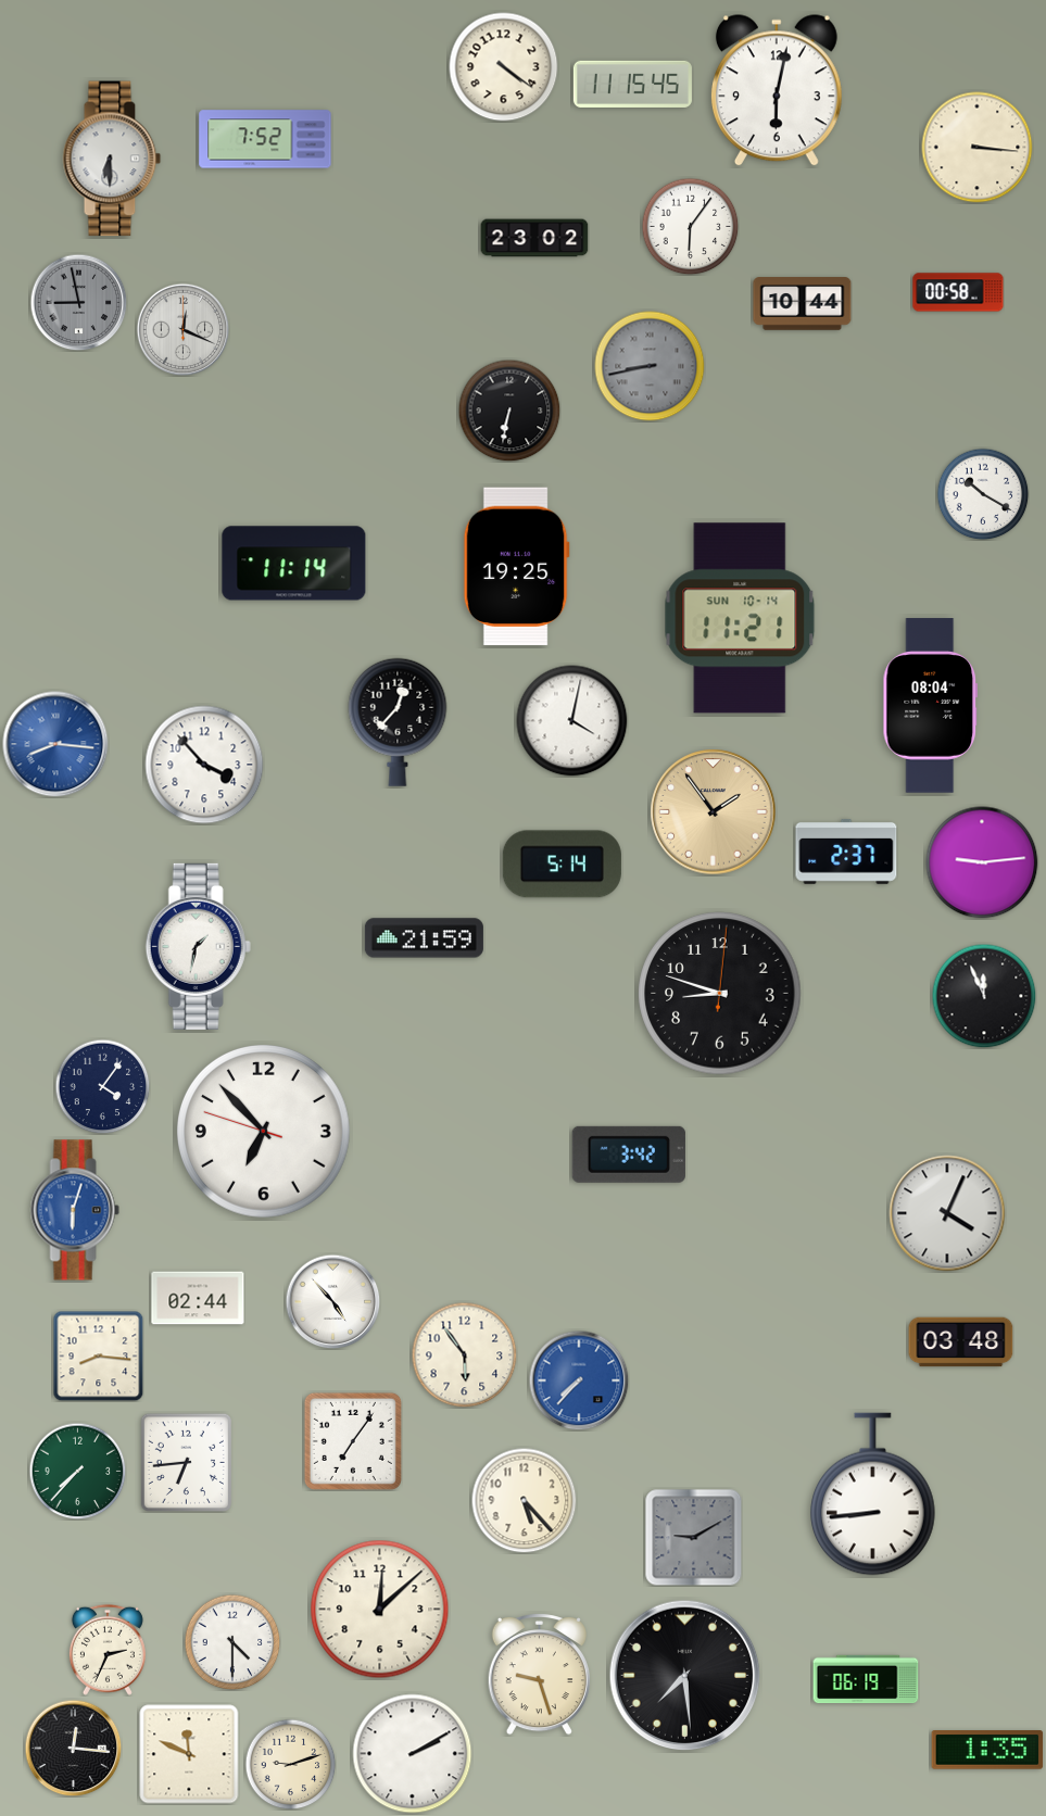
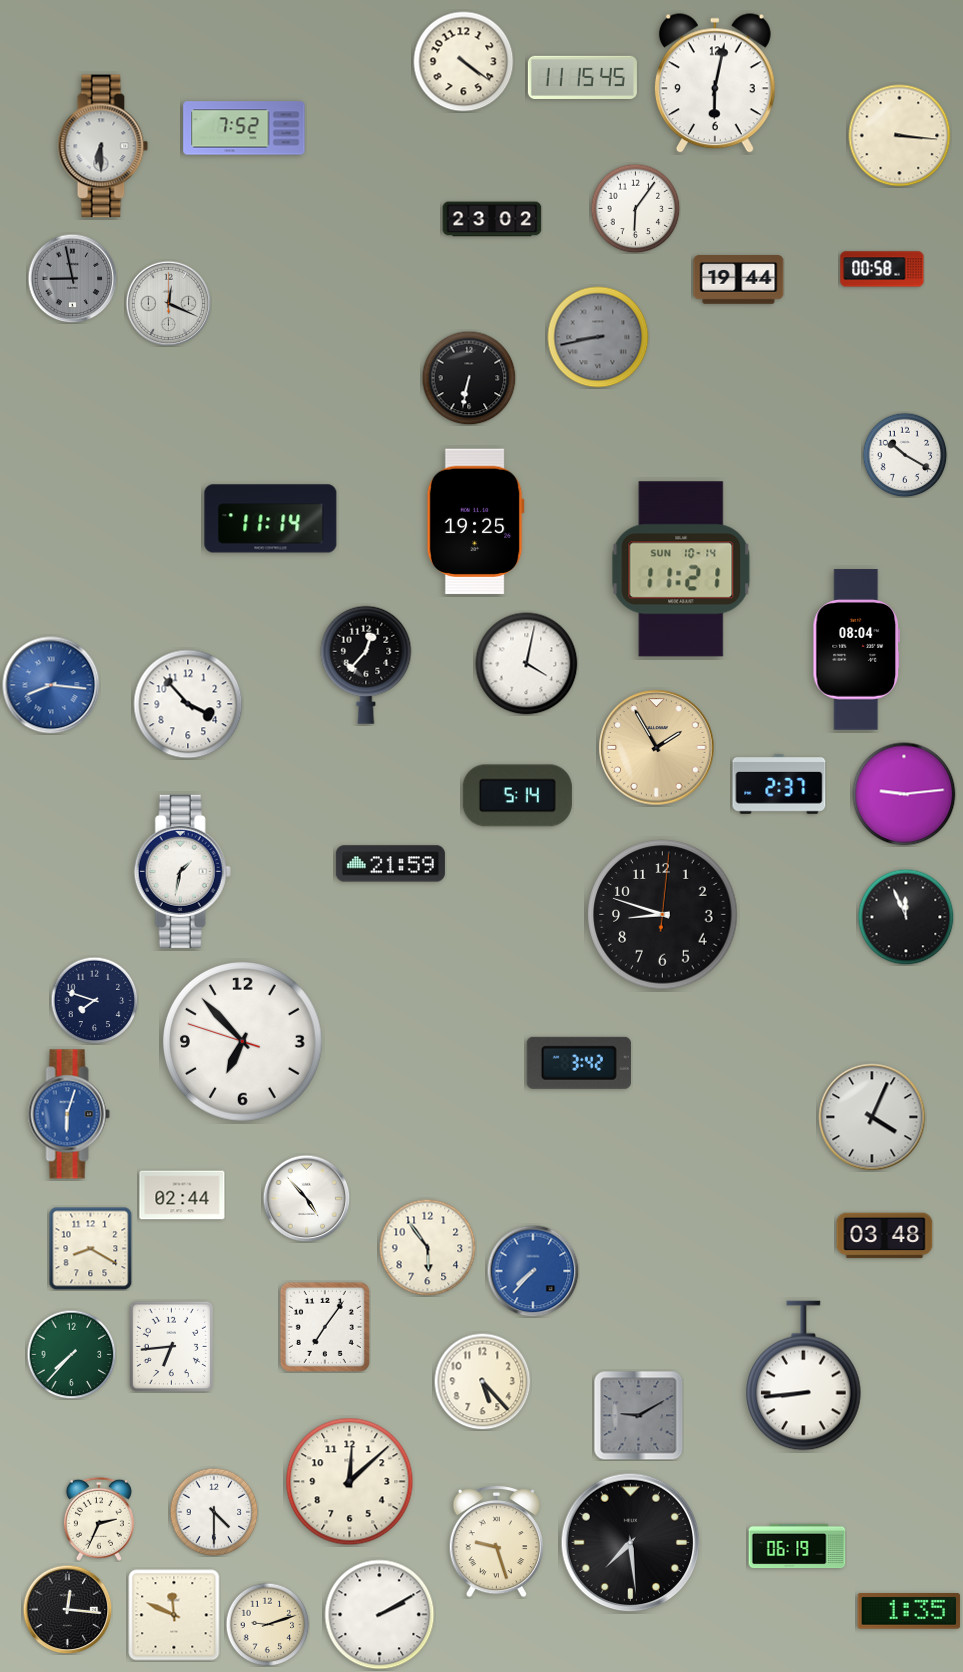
clock at (803, 304): 10:44 -> 19:44
clock at (714, 812): 1:54 -> 1:55
clock at (102, 1086): 4:06 -> 7:48
clock at (98, 1355): 8:16 -> 8:20
